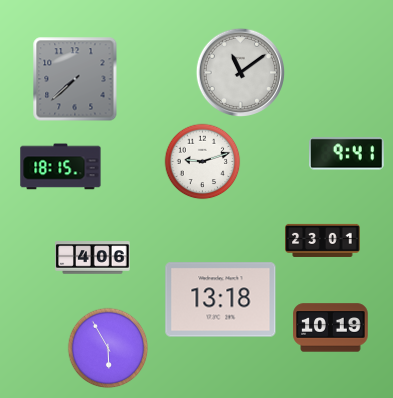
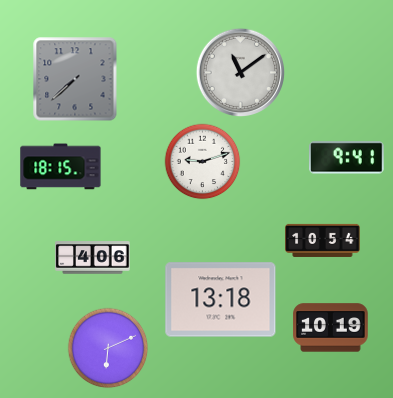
clock at (347, 154) position: (347, 154) -> (347, 158)
clock at (323, 240): 23:01 -> 10:54
clock at (108, 348): 5:55 -> 6:11
